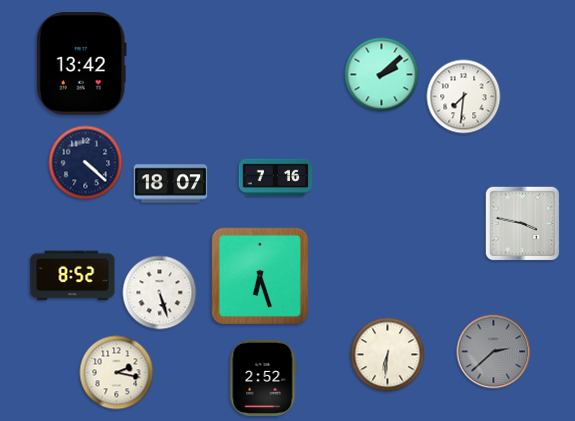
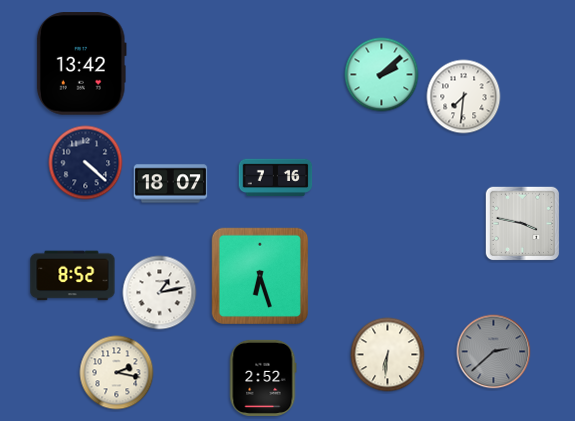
clock at (160, 293): 5:27 -> 1:13
